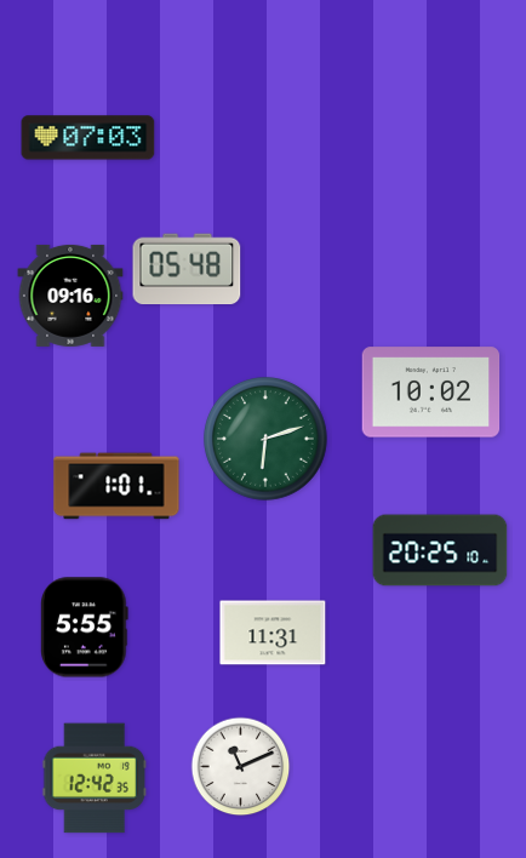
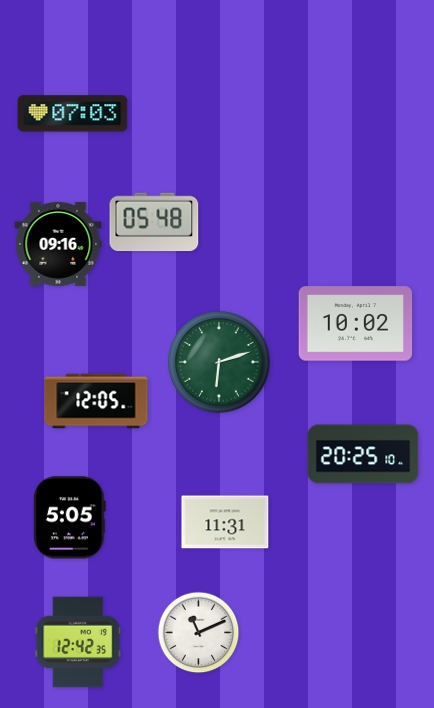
clock at (116, 486): 1:01 -> 12:05
clock at (85, 628): 5:55 -> 5:05
